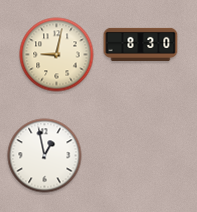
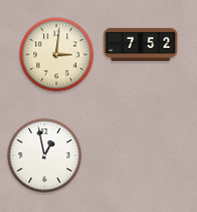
clock at (141, 44): 8:30 -> 7:52
clock at (57, 55): 9:02 -> 3:01
